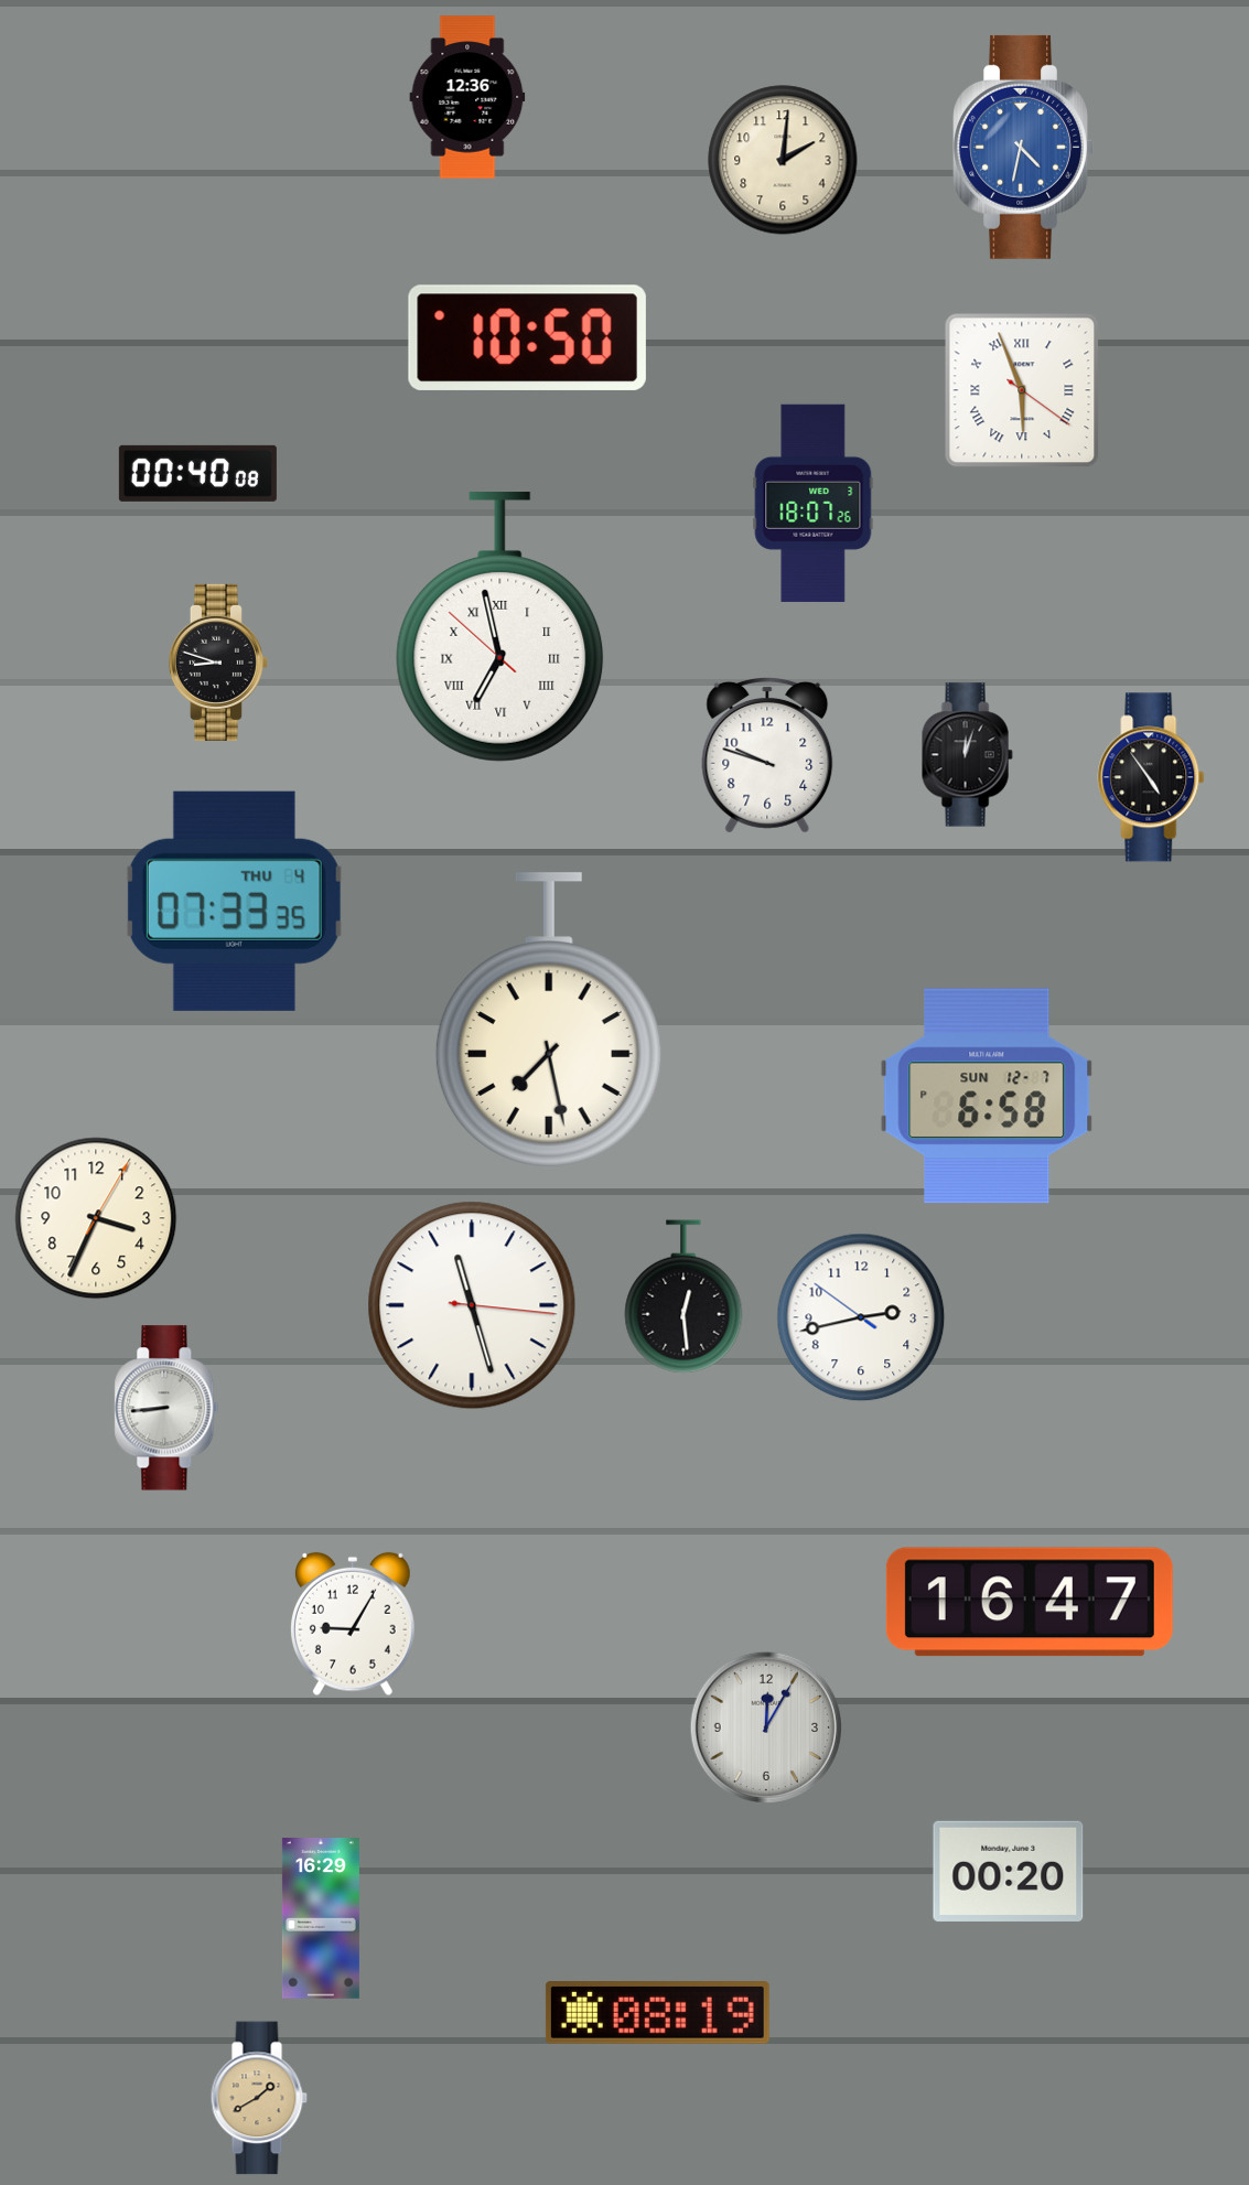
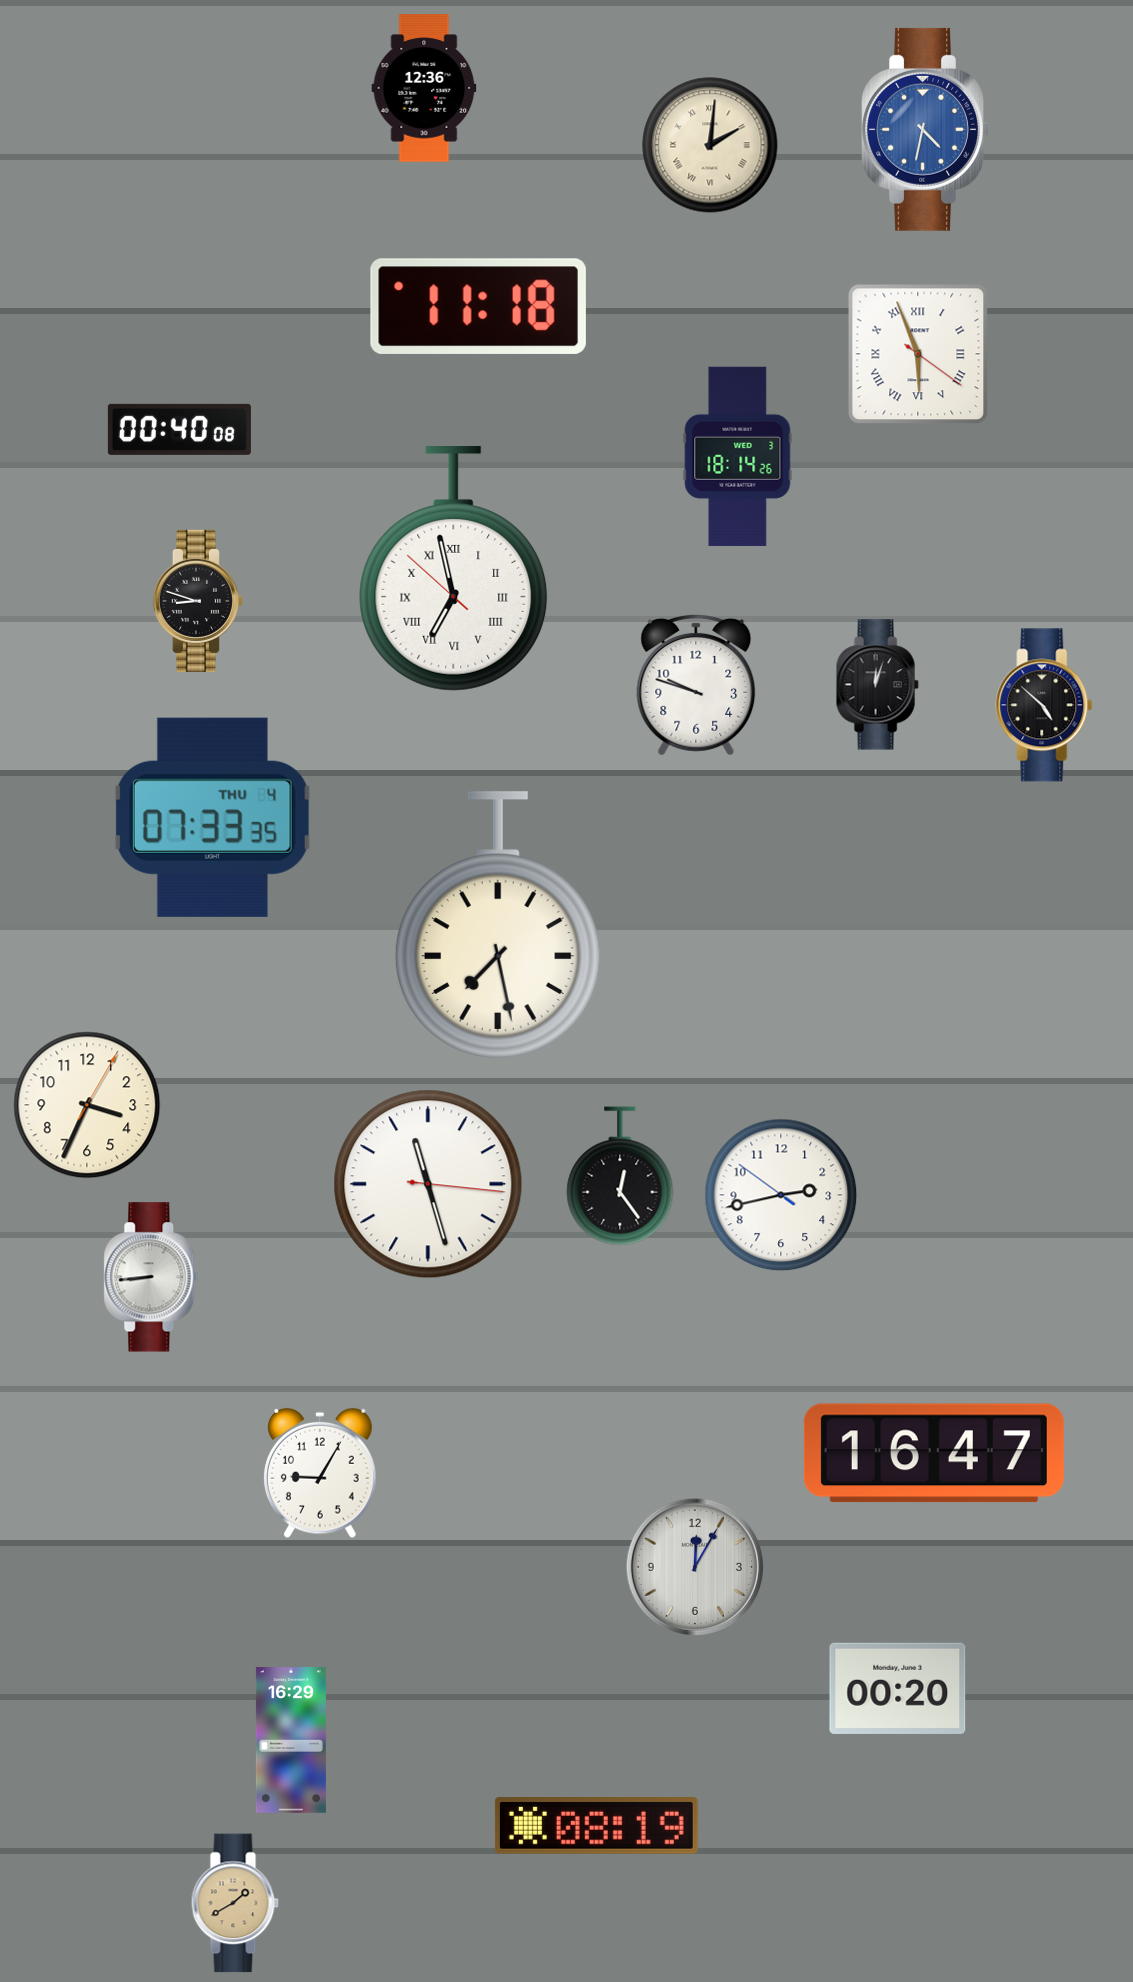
clock at (1024, 147) position: (1024, 147) -> (926, 129)
clock at (783, 160) numerals: Arabic -> Roman
clock at (527, 337): 10:50 -> 11:18
clock at (1022, 390) position: (1022, 390) -> (918, 354)
clock at (814, 503): 18:07 -> 18:14
clock at (1151, 777): 4:54 -> 4:52
clock at (987, 1096): 6:58 -> none
clock at (683, 1296): 12:29 -> 12:24
clock at (1009, 1871) position: (1009, 1871) -> (898, 1688)
